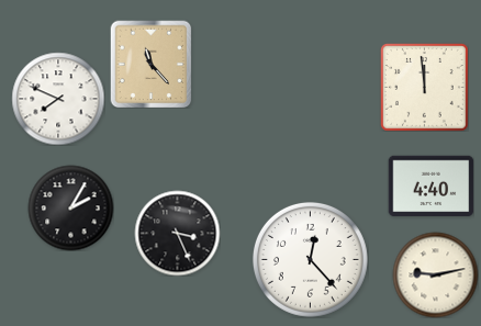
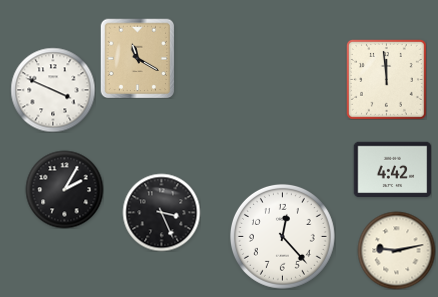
clock at (152, 64): 11:23 -> 11:20
clock at (58, 99): 7:49 -> 3:49
clock at (430, 187): 4:40 -> 4:42
